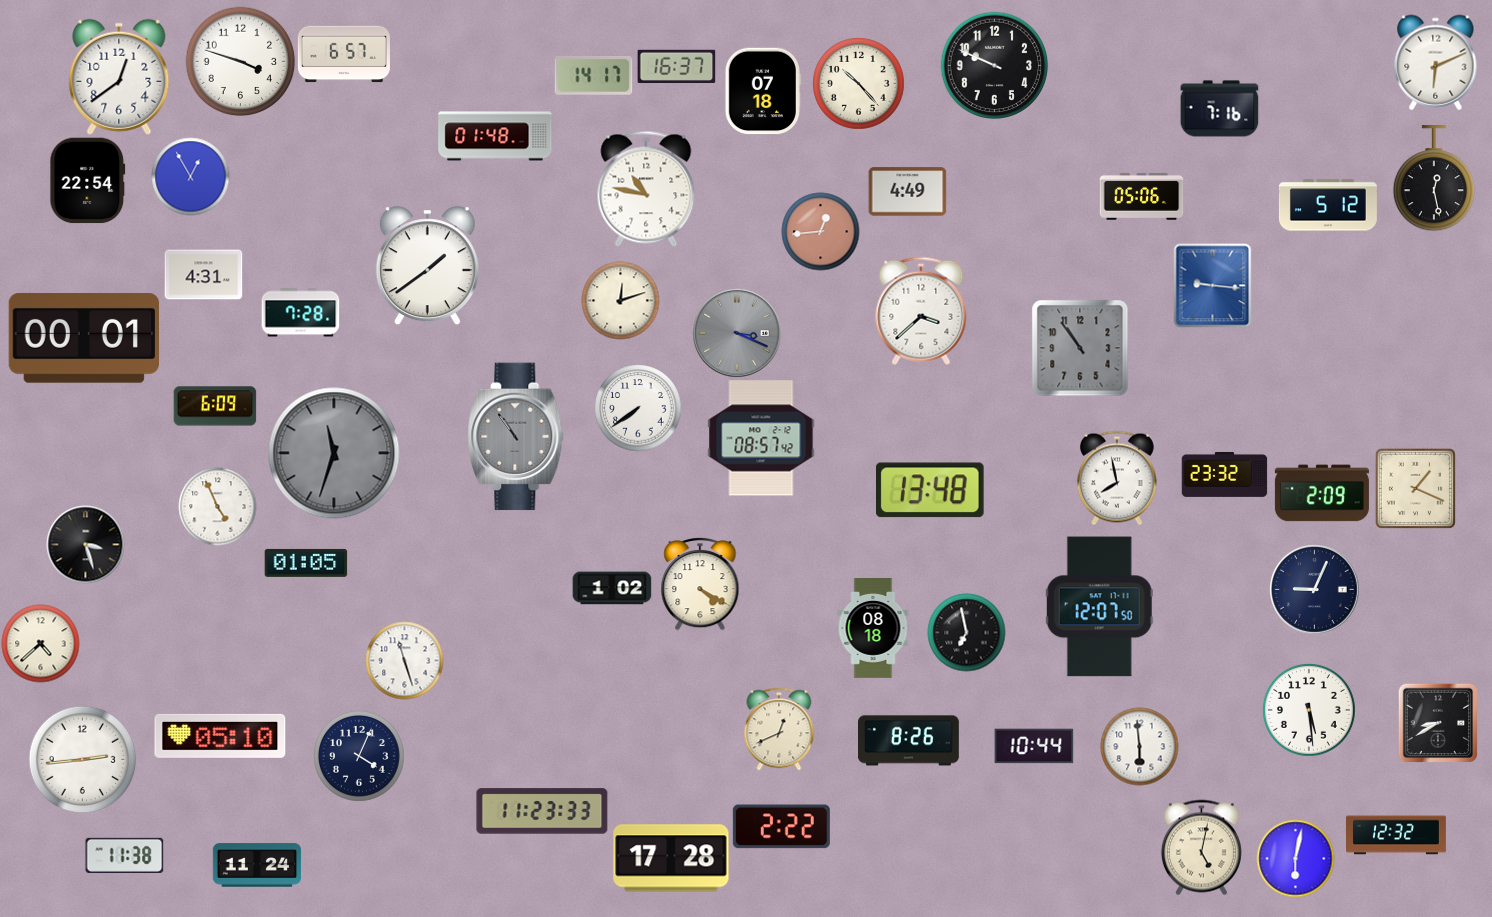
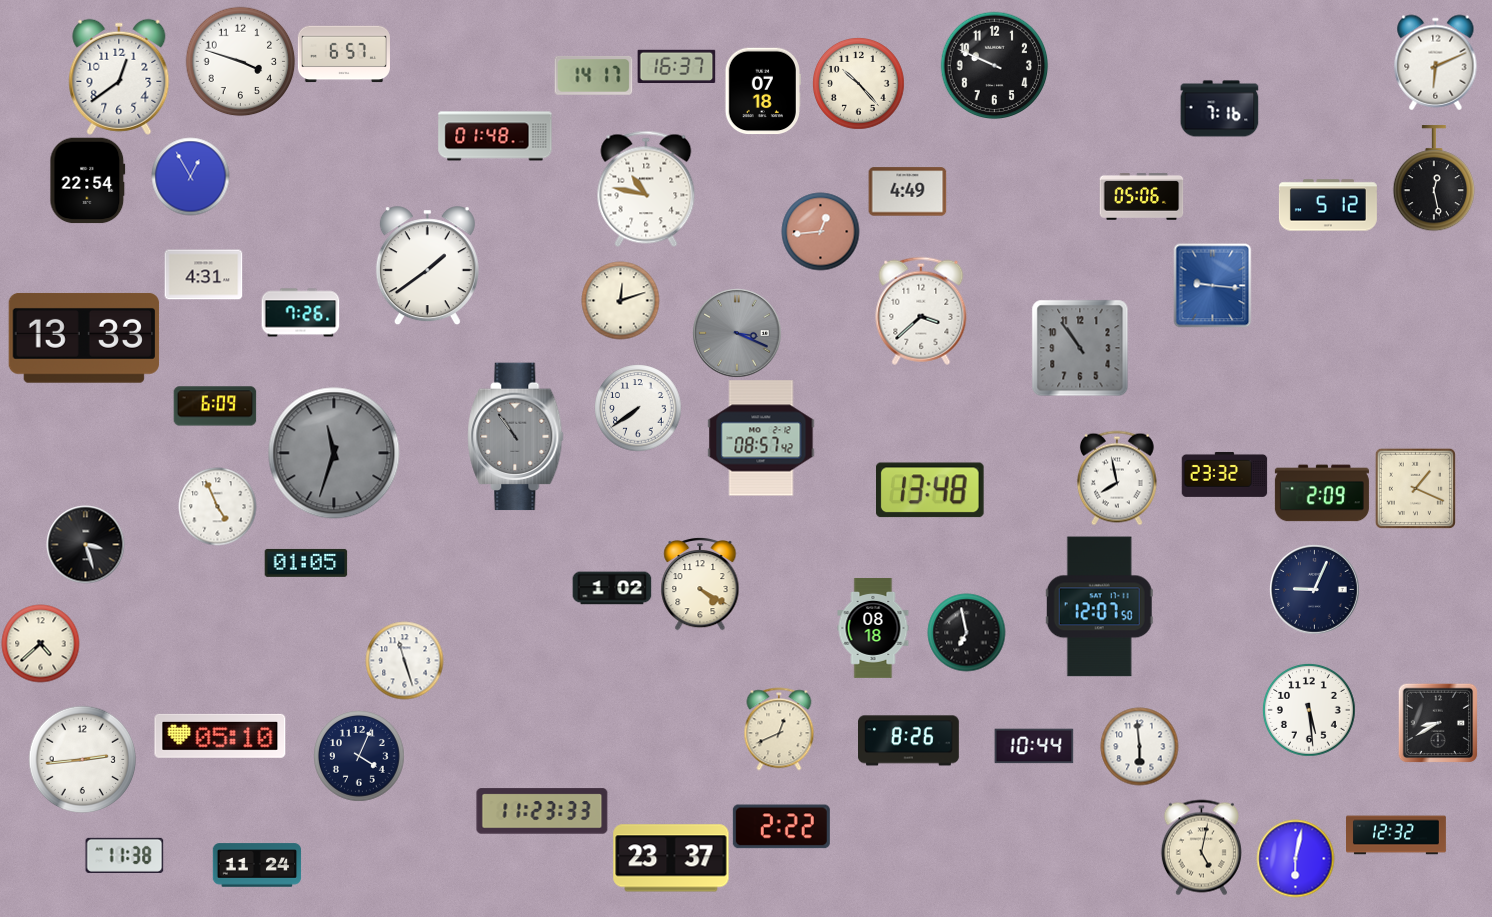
clock at (300, 313): 7:28 -> 7:26
clock at (84, 338): 00:01 -> 13:33
clock at (671, 858): 17:28 -> 23:37
